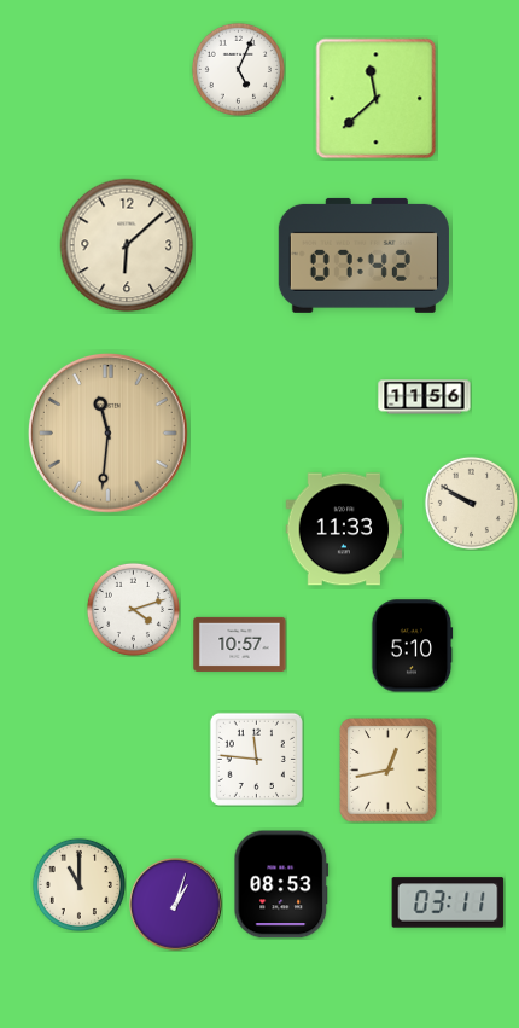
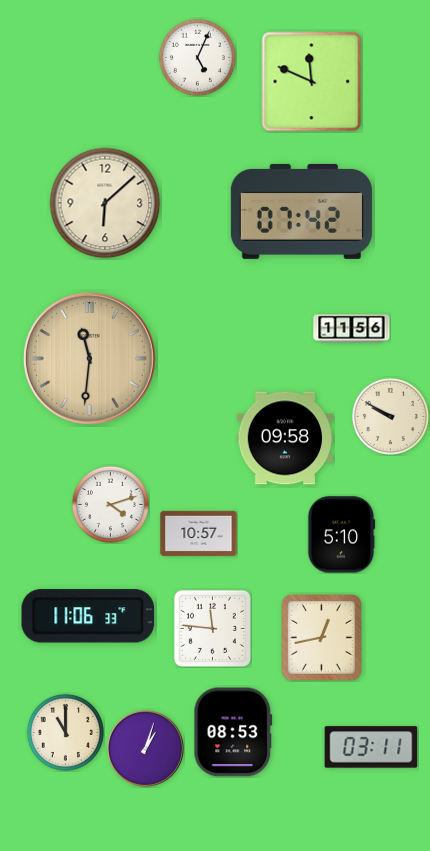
clock at (377, 99): 11:38 -> 11:49
clock at (344, 529): 11:33 -> 09:58
clock at (88, 616): none -> 11:06
